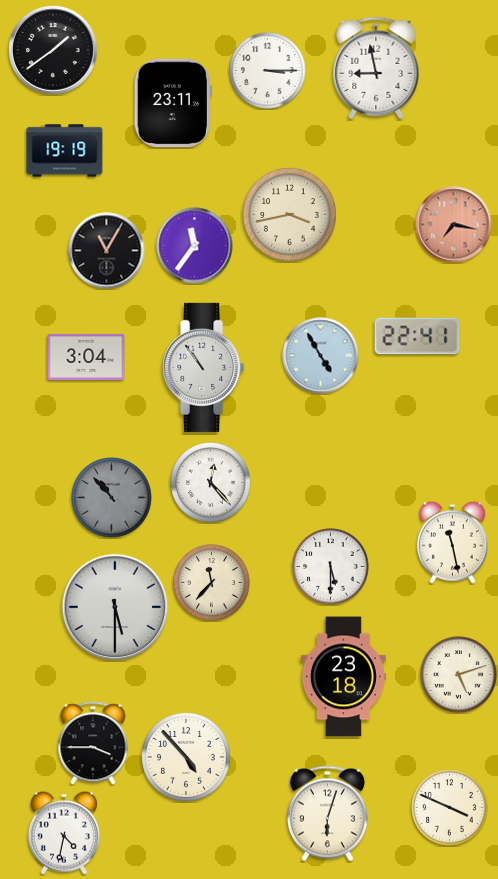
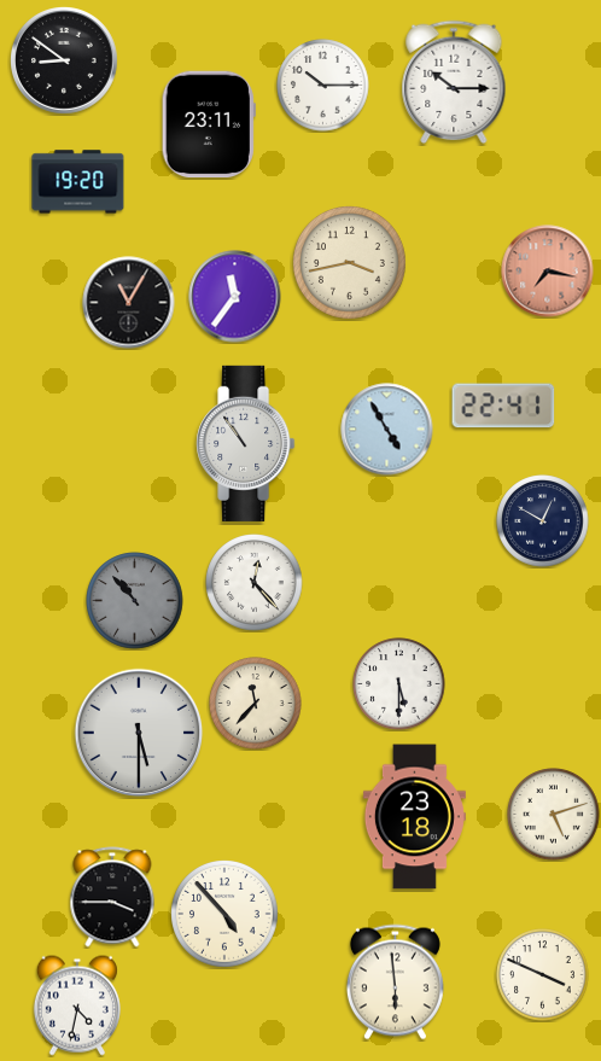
clock at (54, 51): 1:39 -> 8:51
clock at (376, 68): 8:58 -> 10:15
clock at (268, 71): 3:15 -> 10:15
clock at (65, 151): 19:19 -> 19:20
clock at (289, 214) position: (289, 214) -> (349, 262)
clock at (86, 356): 3:04 -> none
clock at (543, 521): none -> 12:50
clock at (452, 542): 11:28 -> none
clock at (327, 814): 6:03 -> 5:59
